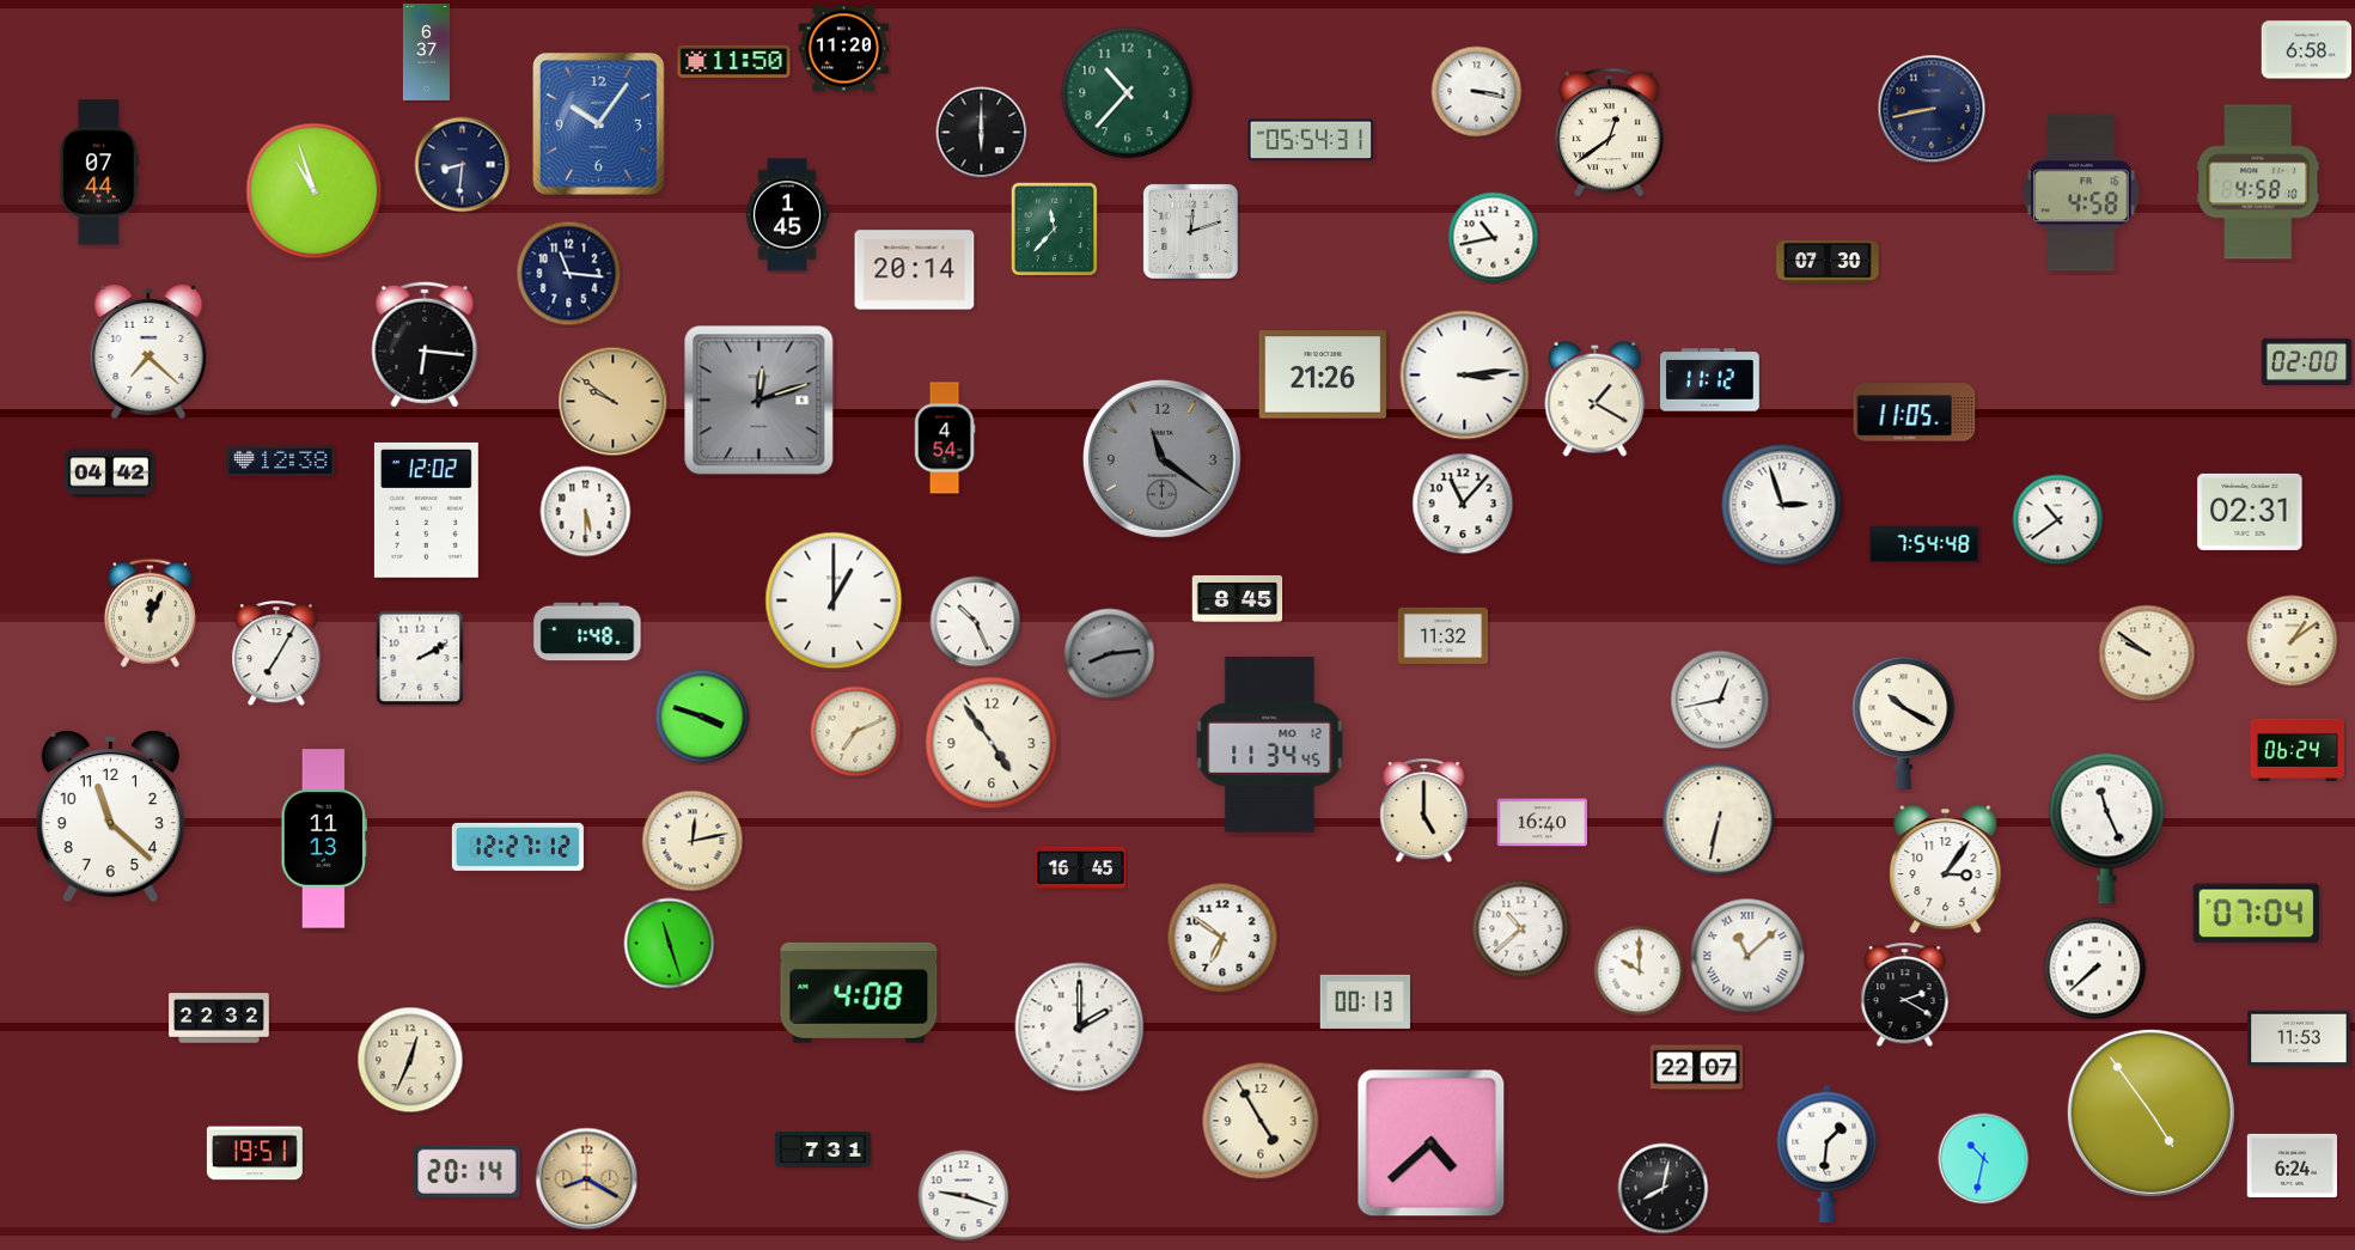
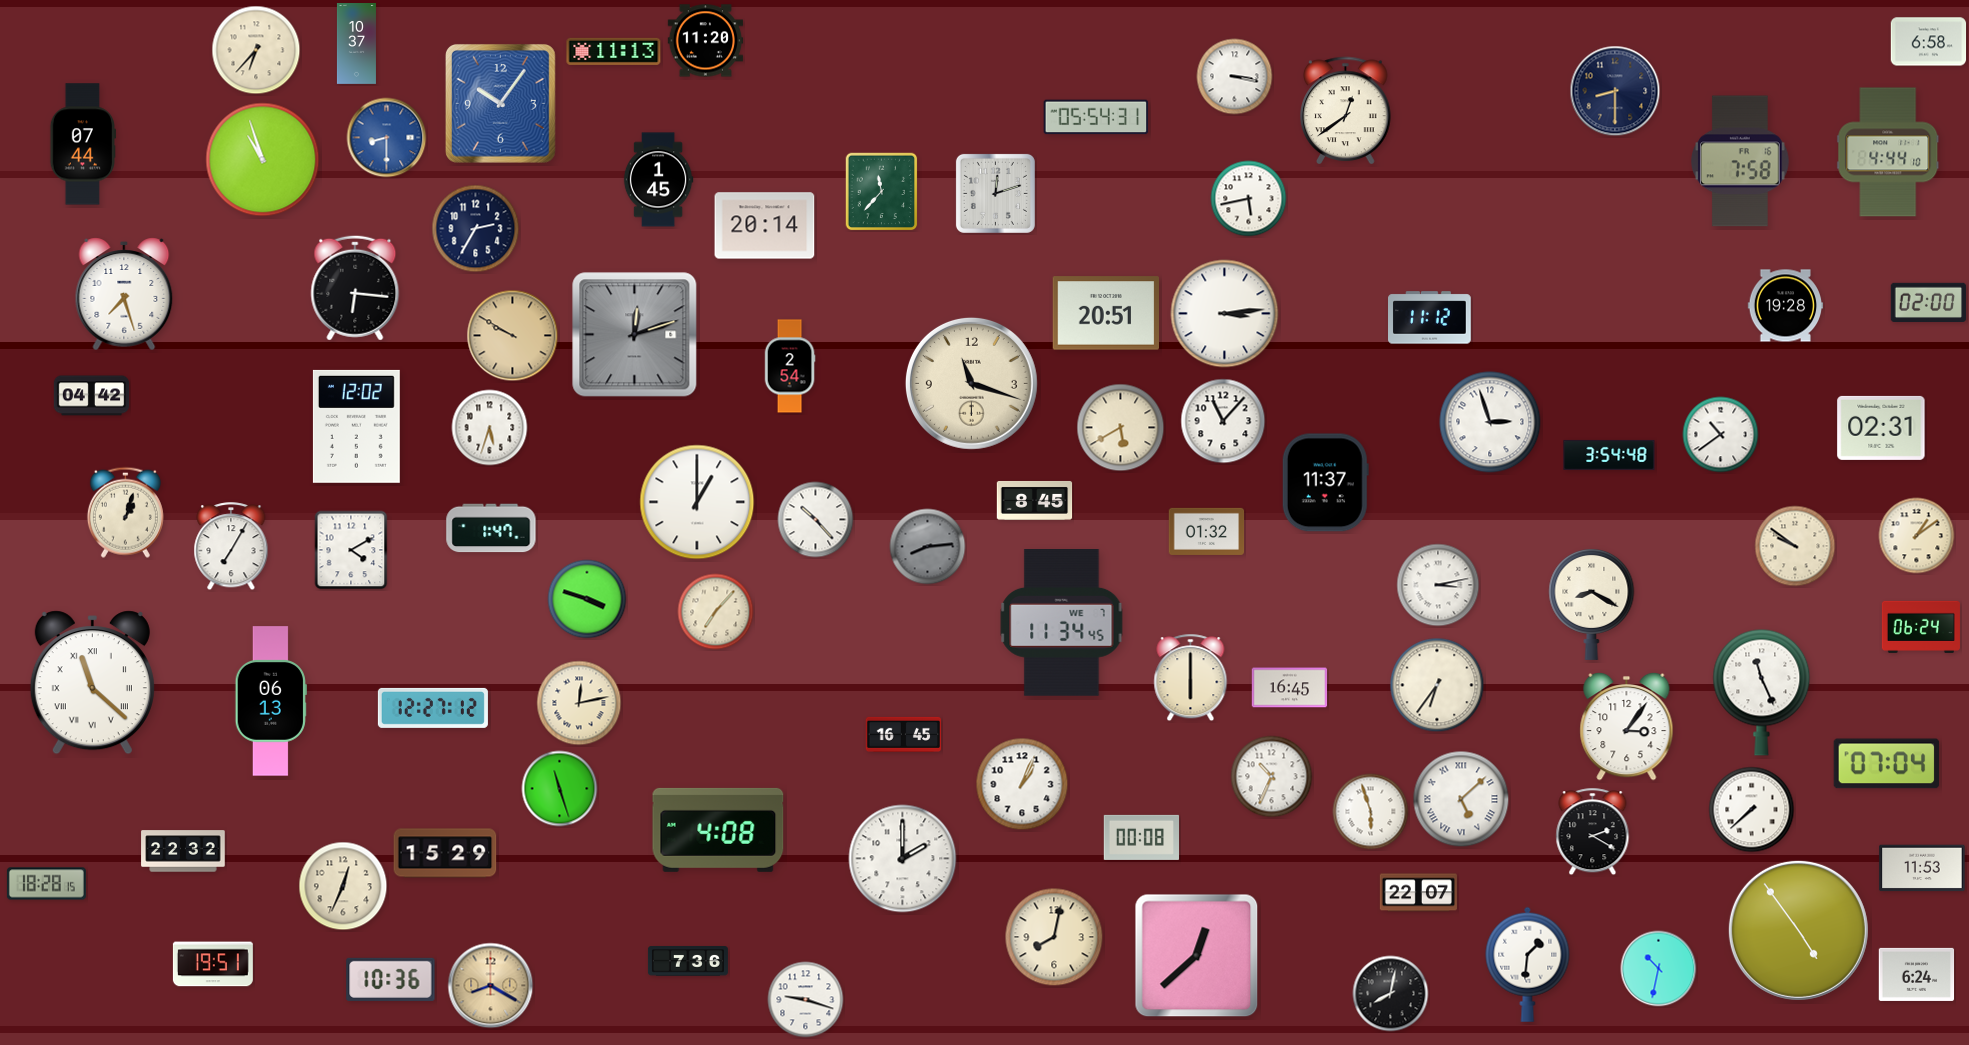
clock at (426, 53): 6:37 -> 10:37
clock at (256, 50): none -> 6:37
clock at (734, 61): 11:50 -> 11:13
clock at (1128, 93): 10:37 -> none
clock at (1932, 109): 8:43 -> 8:30
clock at (982, 133): 6:00 -> none
clock at (463, 165): 8:31 -> 8:30
clock at (463, 165) dial: navy -> blue
clock at (2258, 182): 4:58 -> 4:44
clock at (2082, 193): 4:58 -> 7:58
clock at (1494, 238): 10:43 -> 5:43
clock at (1828, 262): 07:30 -> none
clock at (569, 274): 11:16 -> 2:35
clock at (148, 352): 7:22 -> 7:27
clock at (1786, 306): none -> 19:28
clock at (1322, 374): 21:26 -> 20:51
clock at (1596, 398): 1:20 -> none
clock at (614, 402): 9:51 -> 9:50
clock at (1915, 413): 11:05 -> none
clock at (945, 438): 4:54 -> 2:54
clock at (1161, 458): 11:21 -> 11:18
clock at (1161, 458) dial: grey -> cream
clock at (281, 461): 12:38 -> none
clock at (586, 512): 5:30 -> 5:33
clock at (1121, 428): none -> 5:40
clock at (1924, 544): 7:54 -> 3:54
clock at (1325, 483): none -> 11:37
clock at (150, 612): 12:04 -> 1:03
clock at (976, 622): 10:26 -> 10:23
clock at (587, 632): 1:48 -> 1:47
clock at (1444, 635): 11:32 -> 01:32
clock at (420, 658): 2:10 -> 4:10
clock at (1720, 700): 12:43 -> 3:13
clock at (1904, 722): 10:20 -> 8:20
clock at (856, 732): 7:11 -> 7:07
clock at (992, 743): 4:54 -> none
clock at (1270, 745) date: MO 12 -> WE 7
clock at (1424, 811): 5:00 -> 6:00
clock at (110, 817) numerals: Arabic -> Roman
clock at (1719, 819): 6:32 -> 6:36
clock at (1543, 823): 16:40 -> 16:45
clock at (324, 839): 11:13 -> 06:13
clock at (1081, 867) position: (1081, 867) -> (904, 734)
clock at (1521, 929): 10:38 -> 10:34
clock at (1222, 938): 6:51 -> 1:04
clock at (1747, 956): 11:08 -> 5:08
clock at (1640, 971): 10:00 -> 5:57
clock at (1366, 1001): 00:13 -> 00:08
clock at (445, 853): none -> 15:29
clock at (46, 884): none -> 18:28
clock at (1261, 1121): 4:55 -> 8:02
clock at (1432, 1144): 4:38 -> 12:38
clock at (823, 1150): 7:31 -> 7:36
clock at (468, 1171): 20:14 -> 10:36
